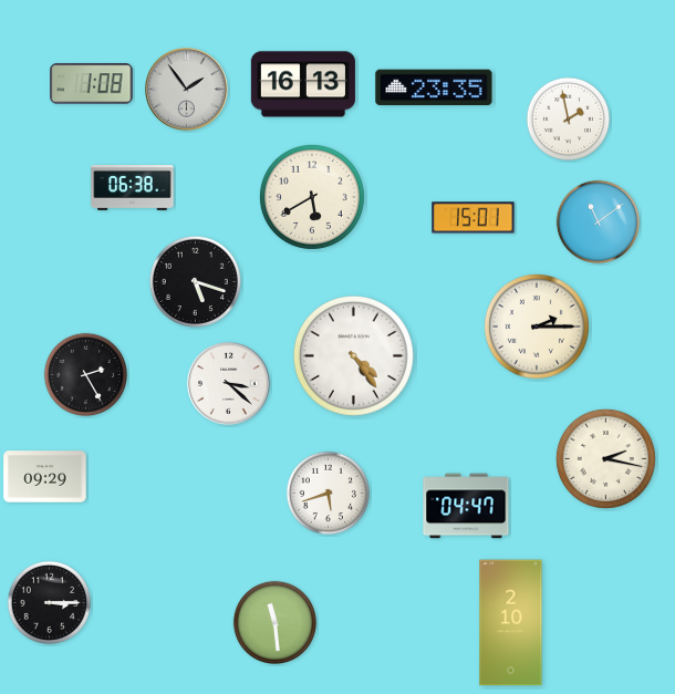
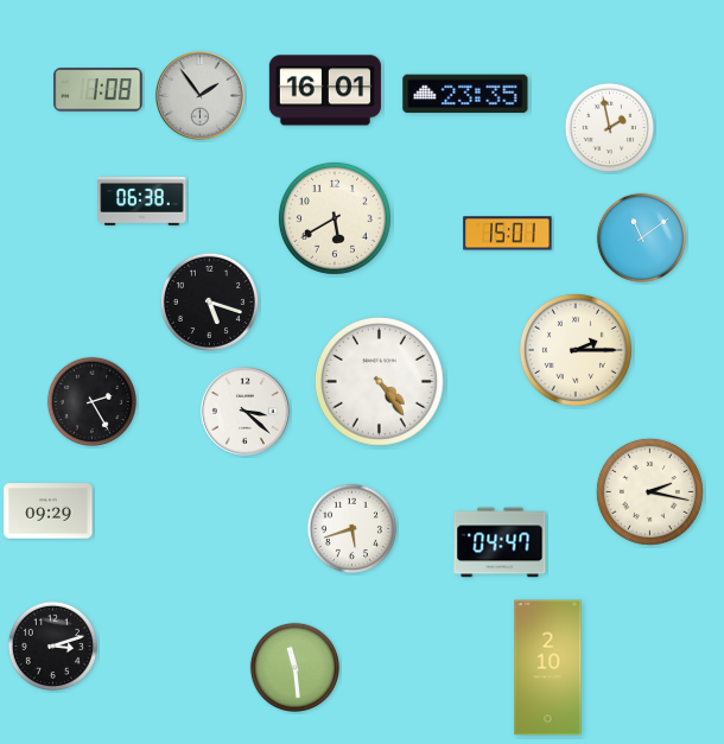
clock at (303, 84): 16:13 -> 16:01
clock at (312, 197) position: (312, 197) -> (335, 218)
clock at (49, 602): 3:15 -> 3:12
